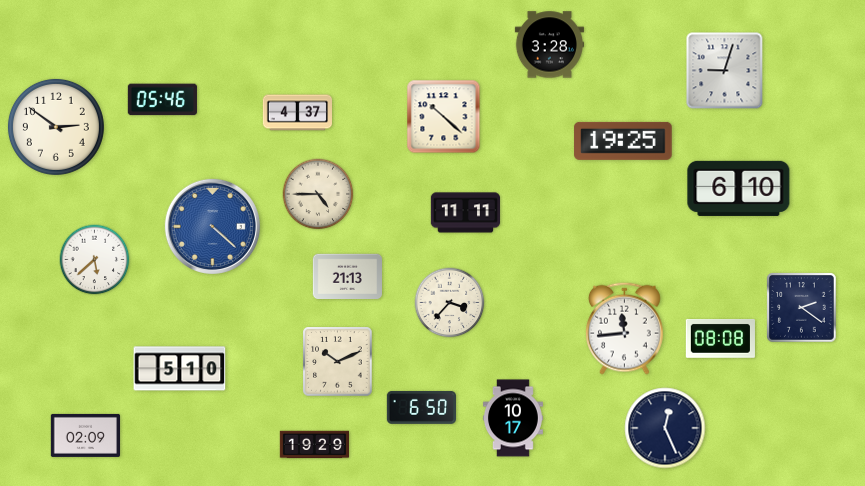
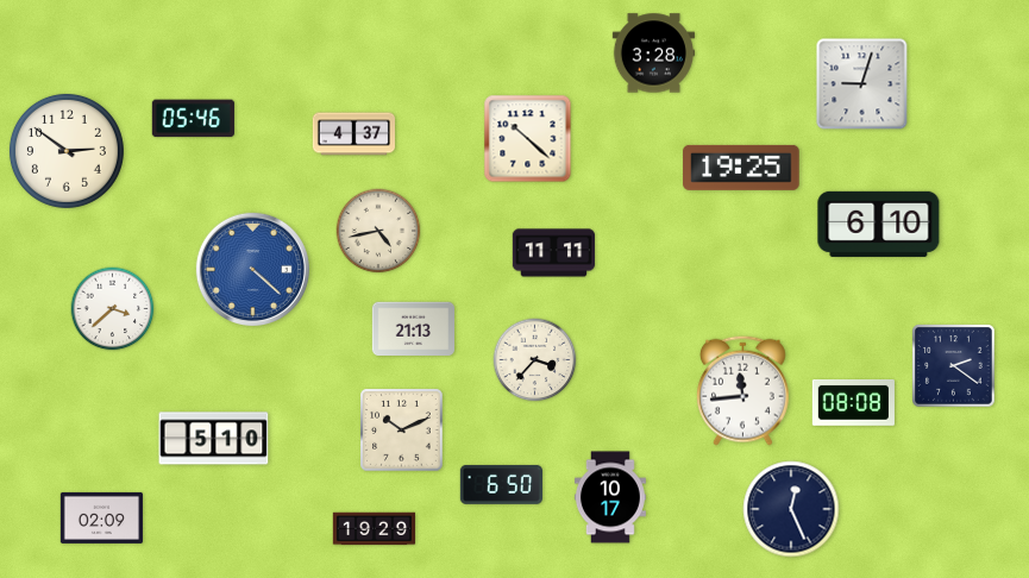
clock at (318, 194): 4:45 -> 4:43
clock at (95, 260): 5:38 -> 3:38
clock at (720, 339) position: (720, 339) -> (853, 403)
